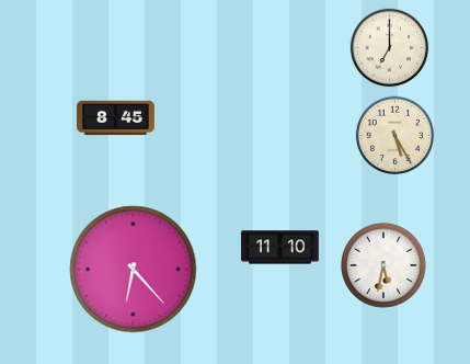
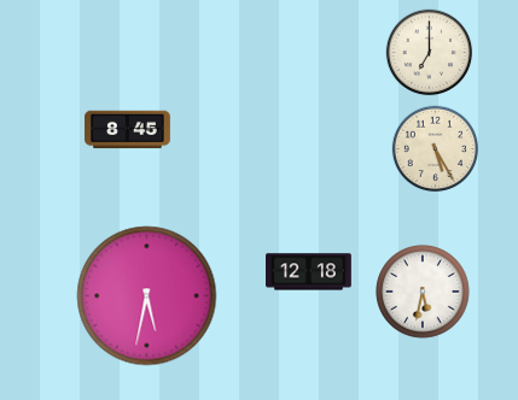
clock at (280, 248): 11:10 -> 12:18
clock at (134, 270): 6:23 -> 5:32
